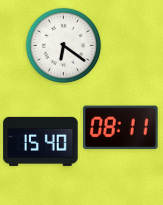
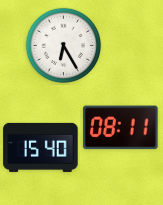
clock at (64, 46): 6:21 -> 6:25
clock at (41, 141) position: (41, 141) -> (41, 147)
